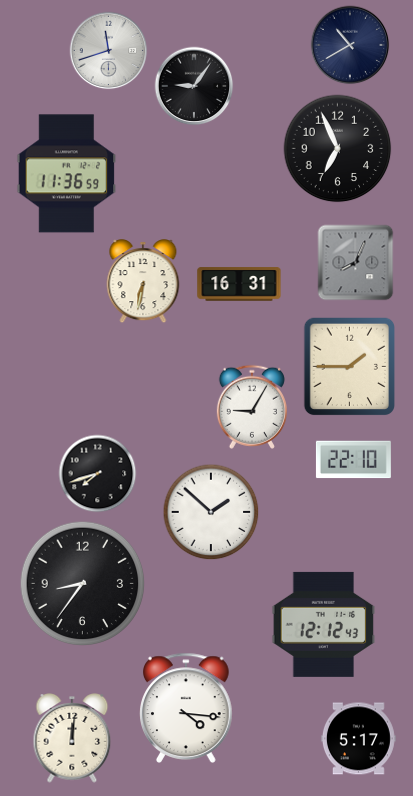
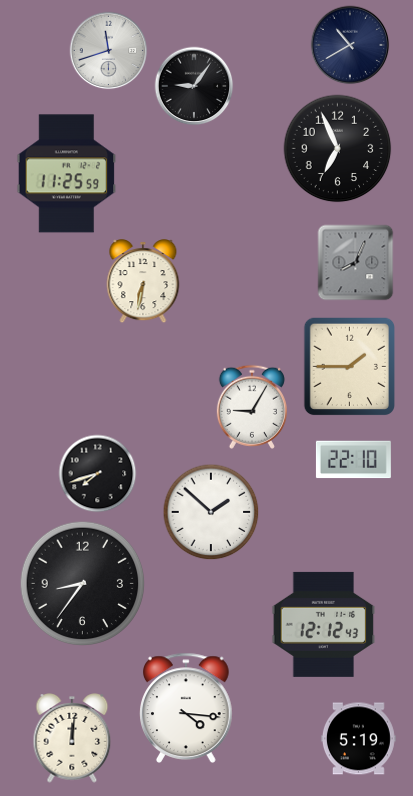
clock at (67, 174): 11:36 -> 11:25
clock at (239, 284): 16:31 -> none
clock at (358, 739): 5:17 -> 5:19
